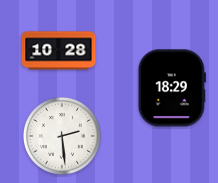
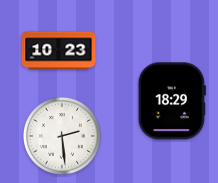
clock at (59, 51): 10:28 -> 10:23
clock at (172, 88) position: (172, 88) -> (172, 101)
